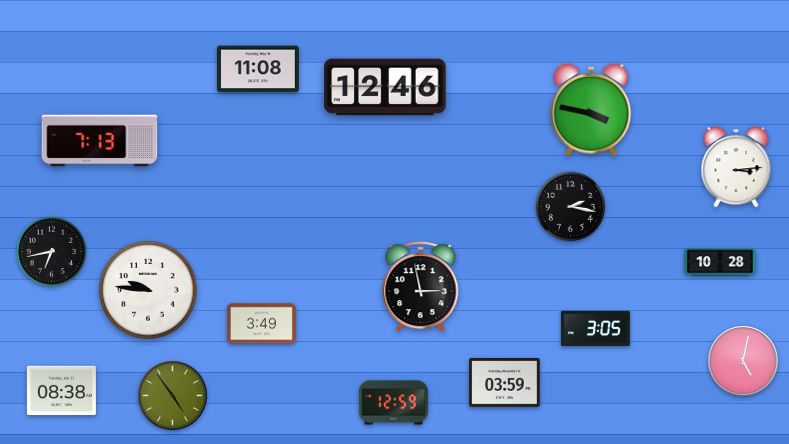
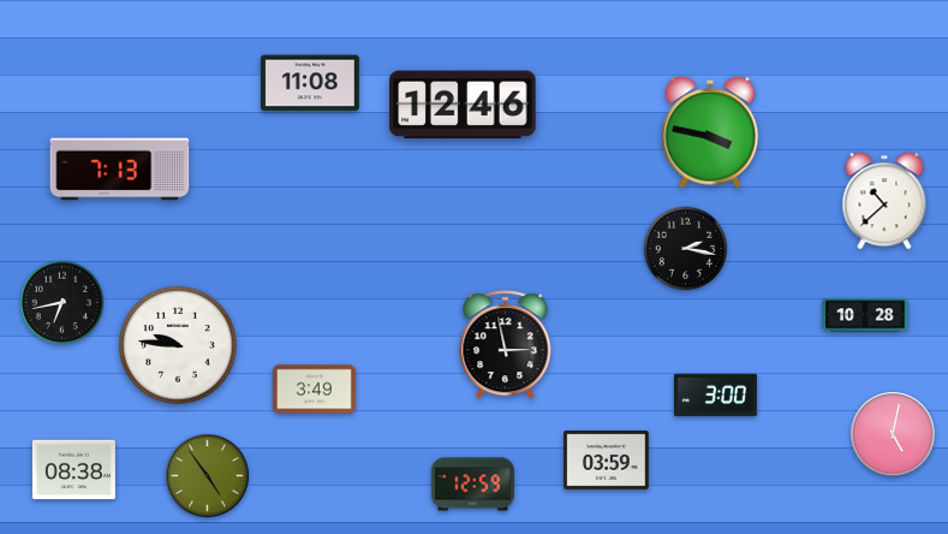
clock at (736, 167): 3:14 -> 10:38
clock at (148, 290) position: (148, 290) -> (178, 345)
clock at (595, 328): 3:05 -> 3:00
